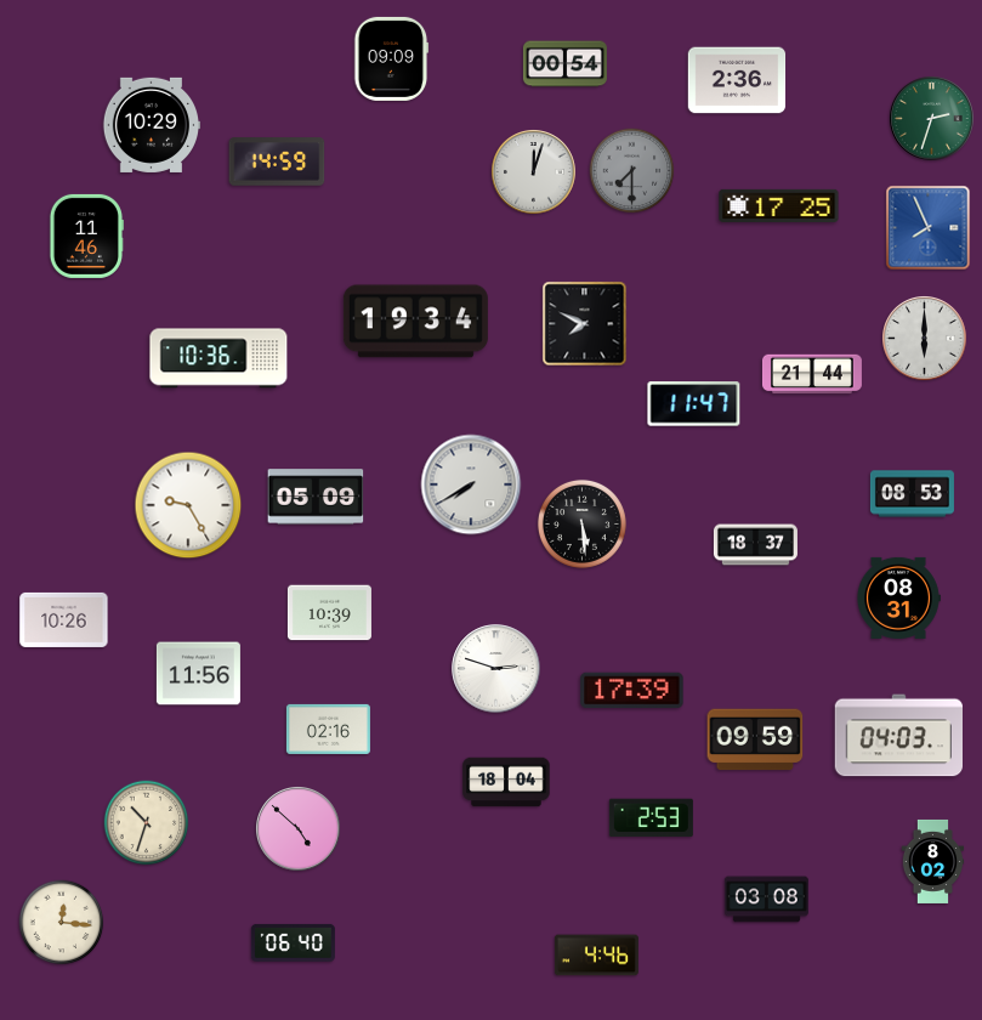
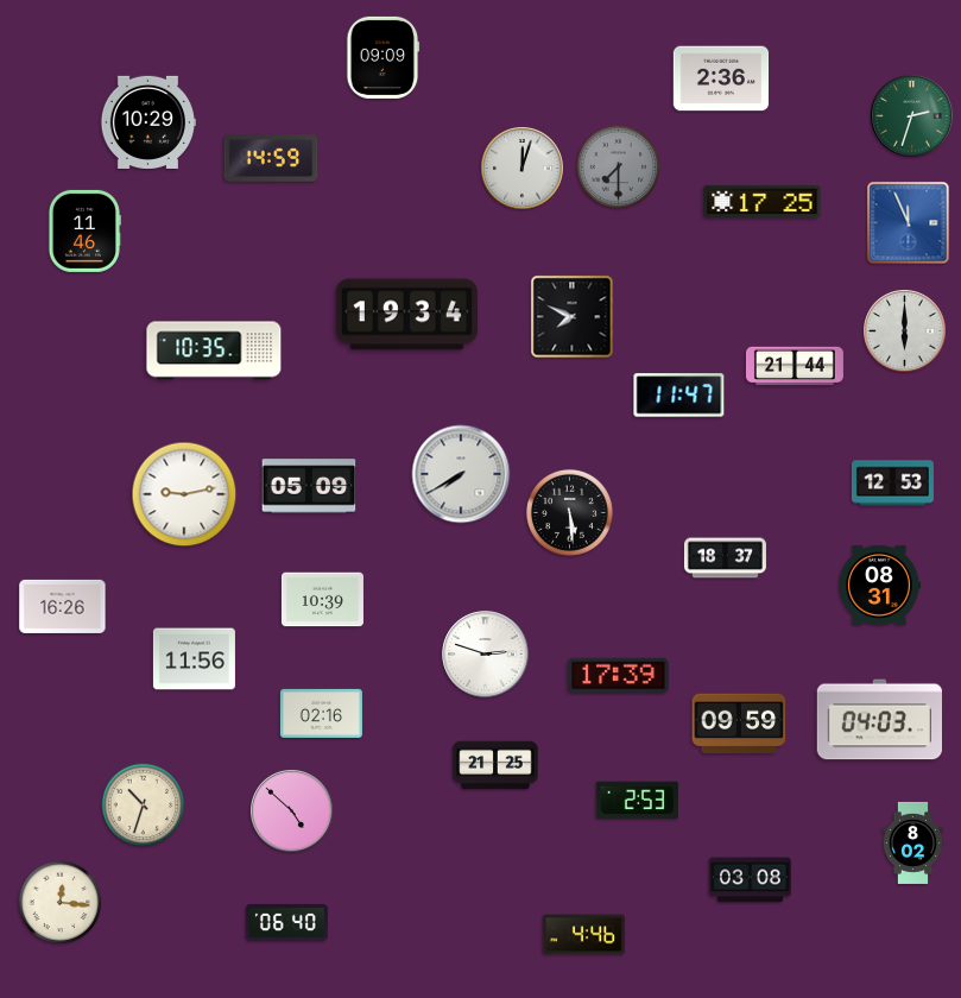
clock at (564, 64): 00:54 -> none
clock at (929, 228): 7:56 -> 11:56
clock at (218, 358): 10:36 -> 10:35
clock at (912, 494): 08:53 -> 12:53
clock at (188, 505): 9:25 -> 9:13
clock at (755, 545) position: (755, 545) -> (725, 558)
clock at (64, 619): 10:26 -> 16:26
clock at (506, 782): 18:04 -> 21:25
